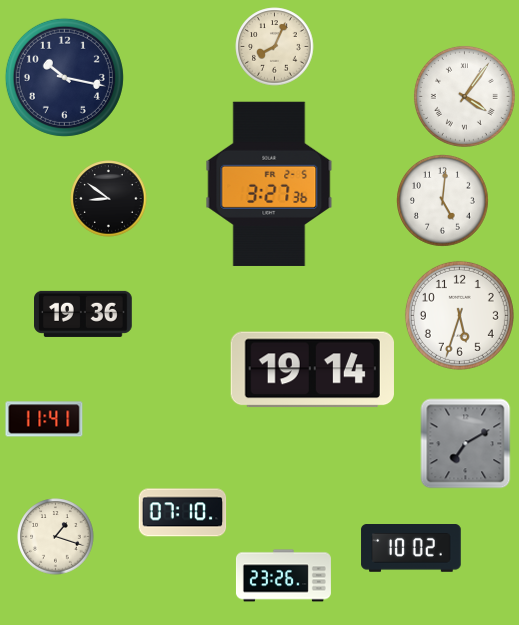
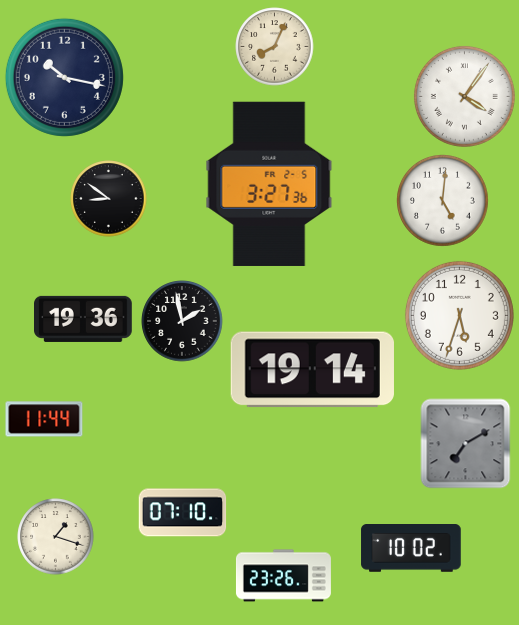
clock at (84, 314) position: (84, 314) -> (84, 319)
clock at (182, 321): none -> 1:58
clock at (44, 419): 11:41 -> 11:44
